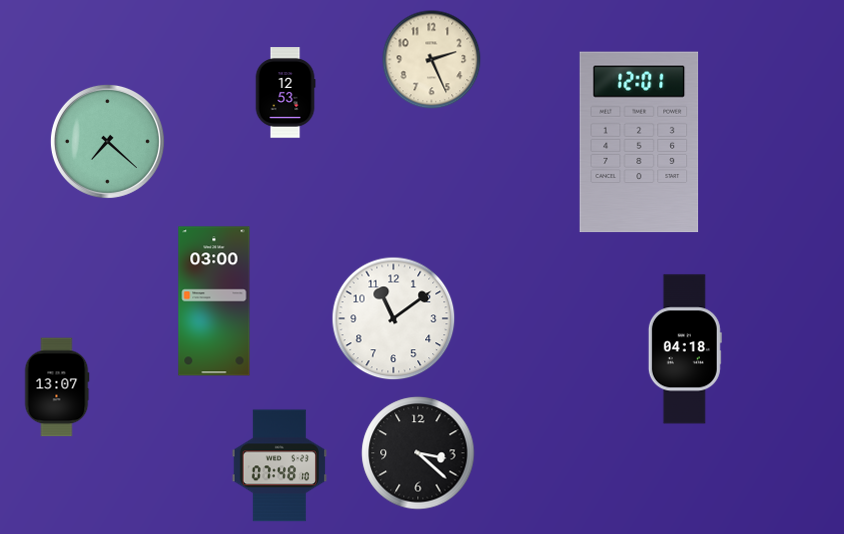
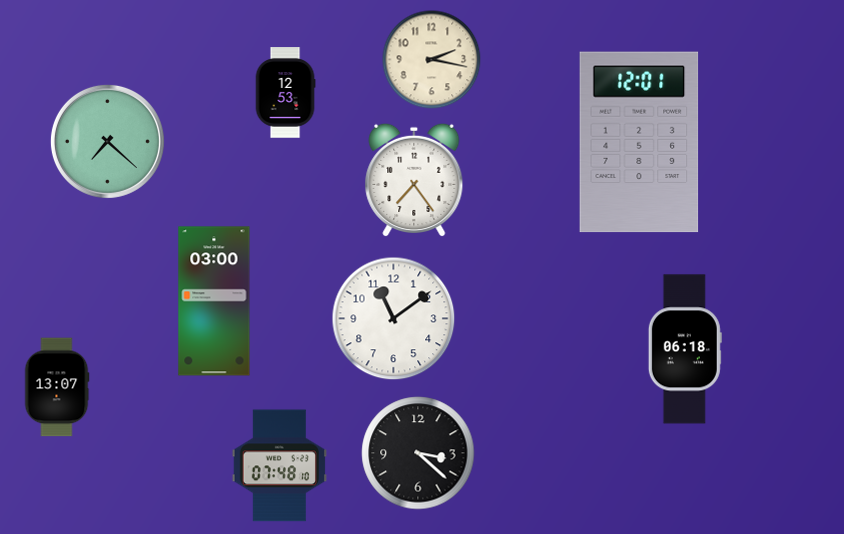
clock at (432, 60): 2:26 -> 2:17
clock at (414, 180): none -> 7:24
clock at (685, 349): 04:18 -> 06:18
